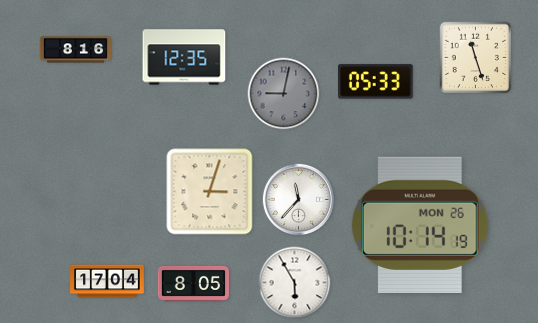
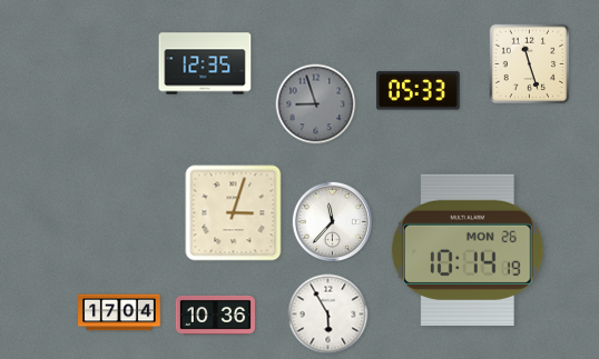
clock at (76, 50): 8:16 -> none
clock at (284, 94): 9:02 -> 8:57
clock at (193, 283): 8:05 -> 10:36
